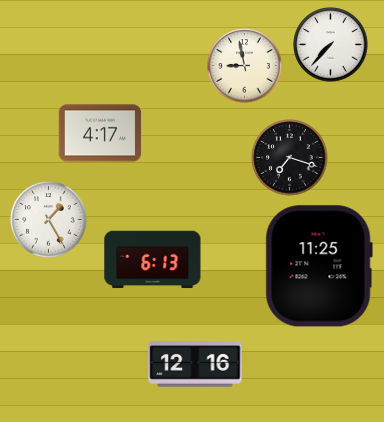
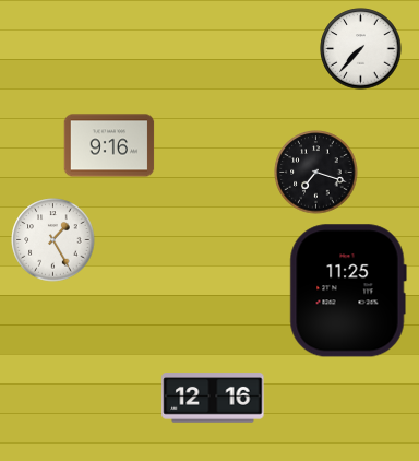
clock at (245, 66): 8:58 -> none
clock at (100, 133): 4:17 -> 9:16
clock at (153, 260): 6:13 -> none
